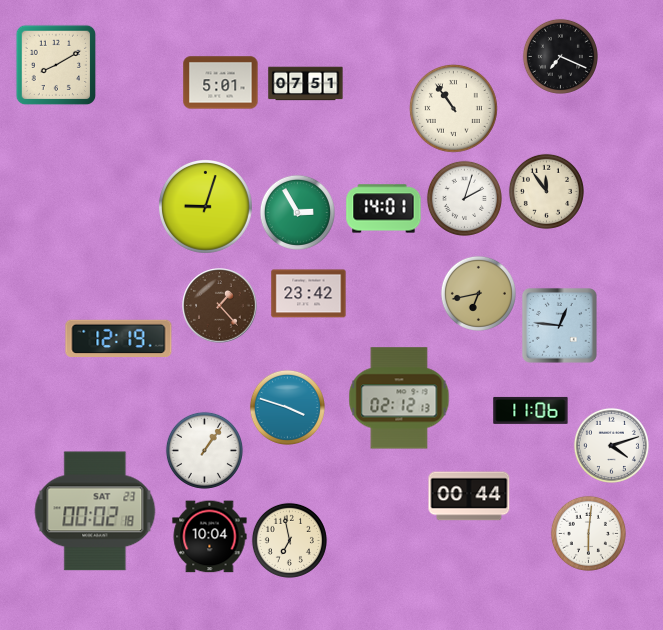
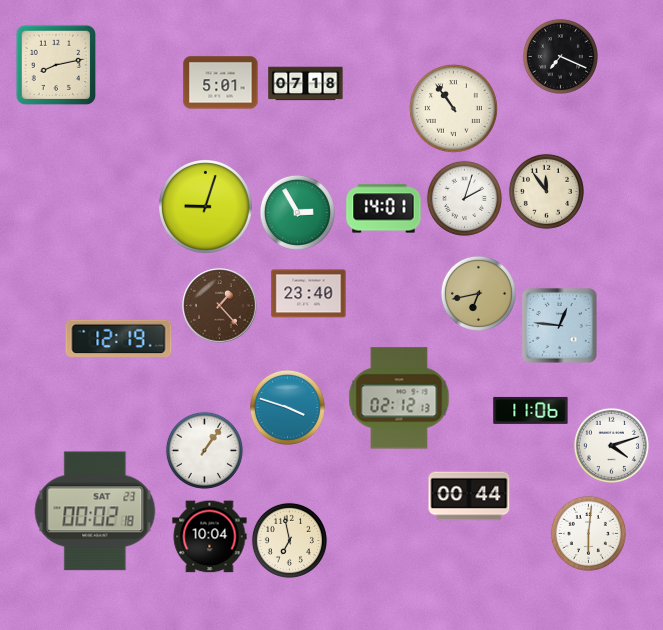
clock at (56, 65): 8:10 -> 8:13
clock at (306, 84): 07:51 -> 07:18
clock at (309, 294): 23:42 -> 23:40
